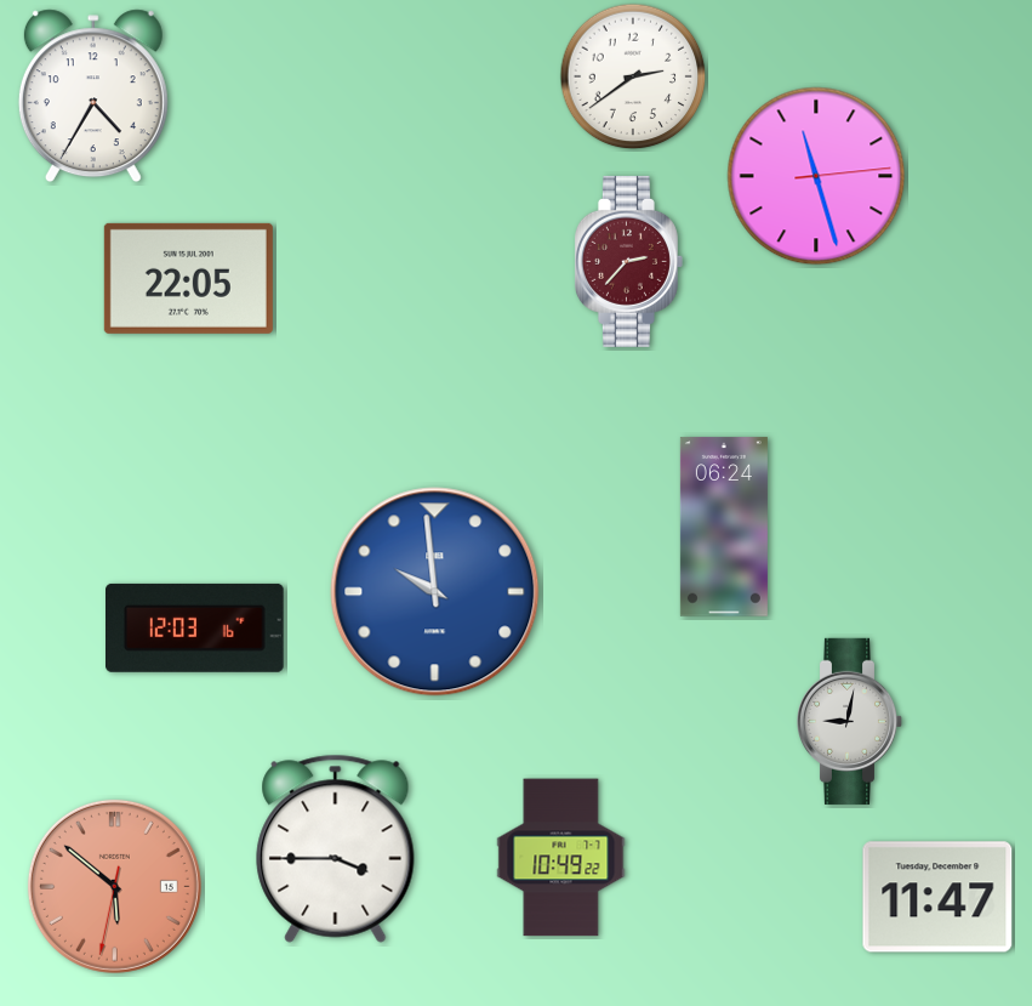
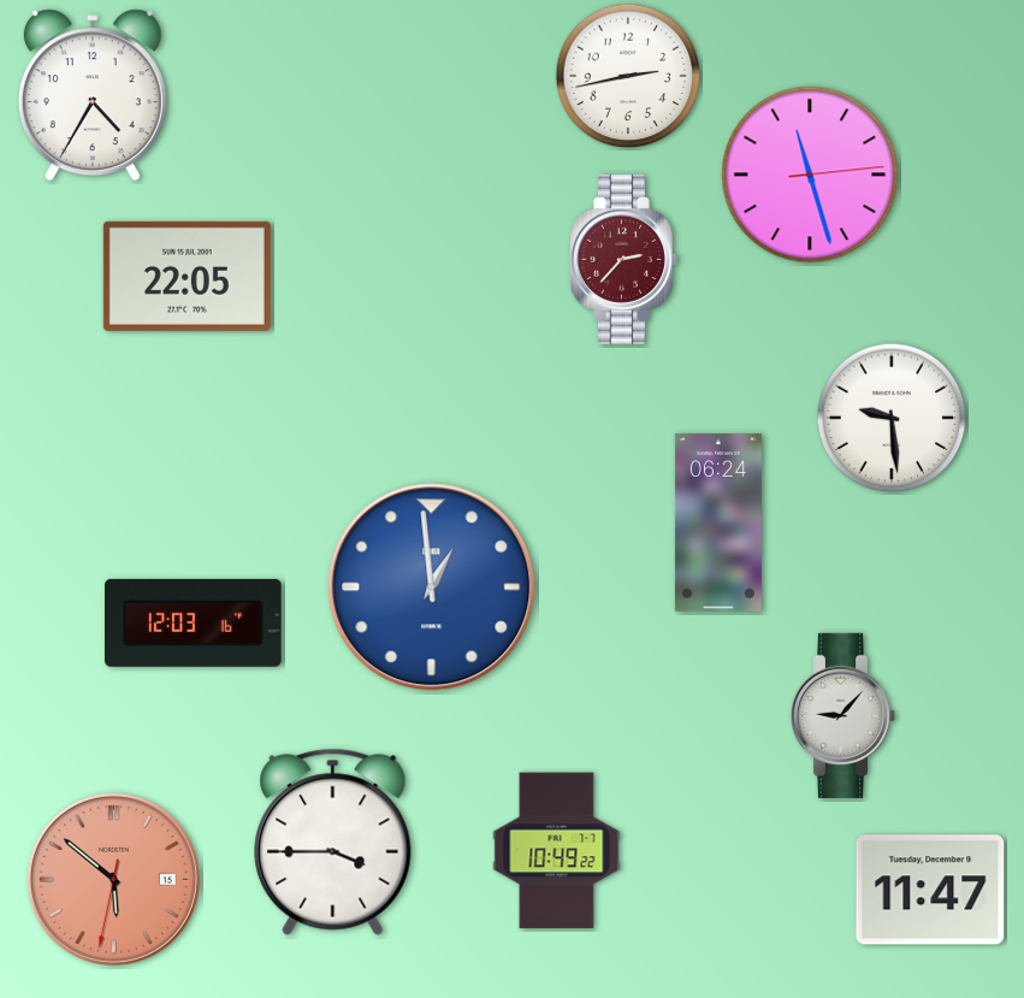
clock at (633, 76): 2:39 -> 2:43
clock at (892, 418): none -> 9:29
clock at (435, 592): 9:59 -> 12:59
clock at (850, 721): 9:02 -> 9:07
